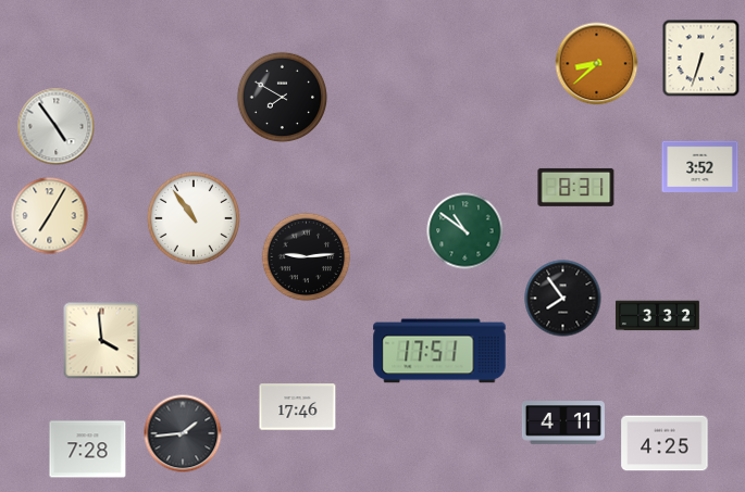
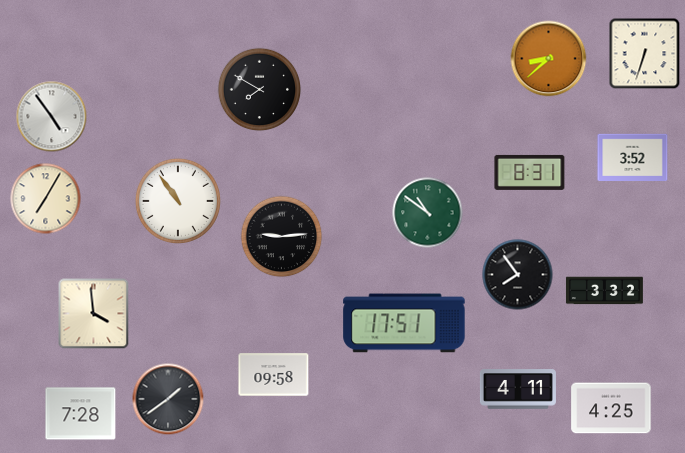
clock at (700, 167) position: (700, 167) -> (633, 158)
clock at (298, 407): 17:46 -> 09:58
clock at (183, 433): 1:44 -> 1:39
